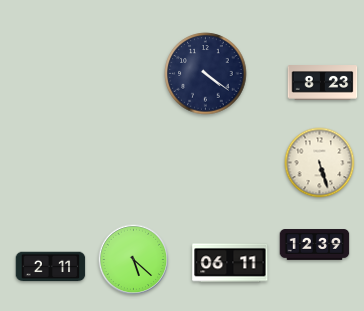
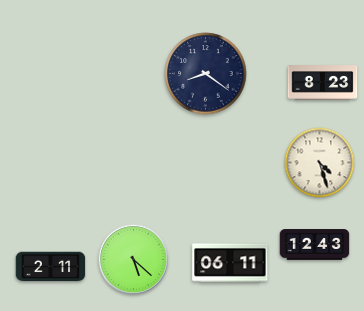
clock at (206, 74): 4:21 -> 8:21
clock at (320, 163): 5:27 -> 4:27
clock at (315, 245): 12:39 -> 12:43
